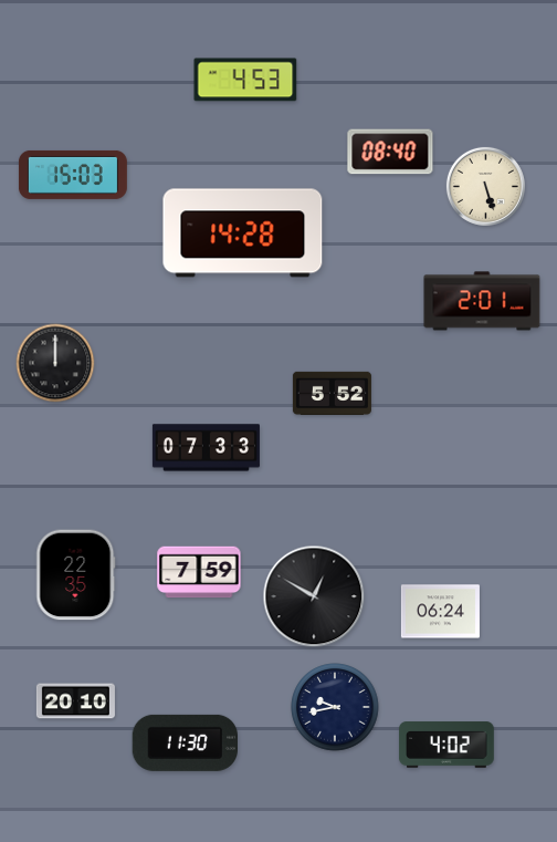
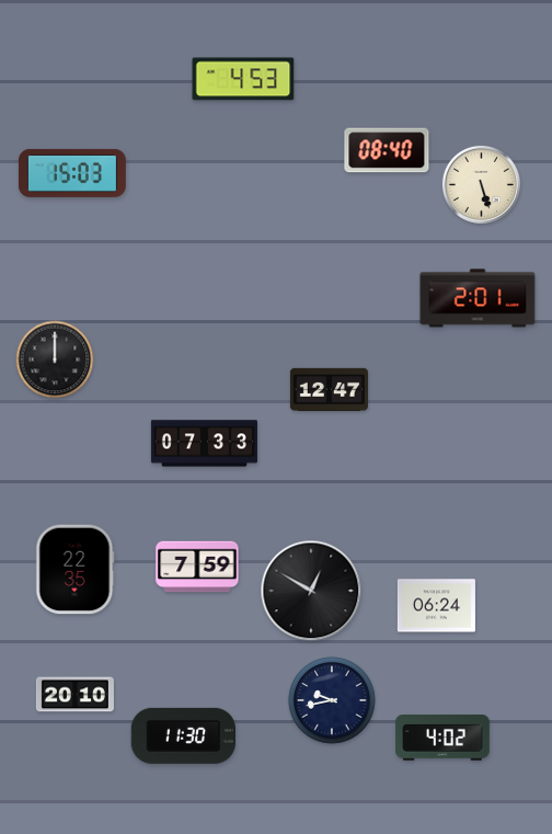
clock at (243, 233): 14:28 -> none
clock at (332, 394): 5:52 -> 12:47
